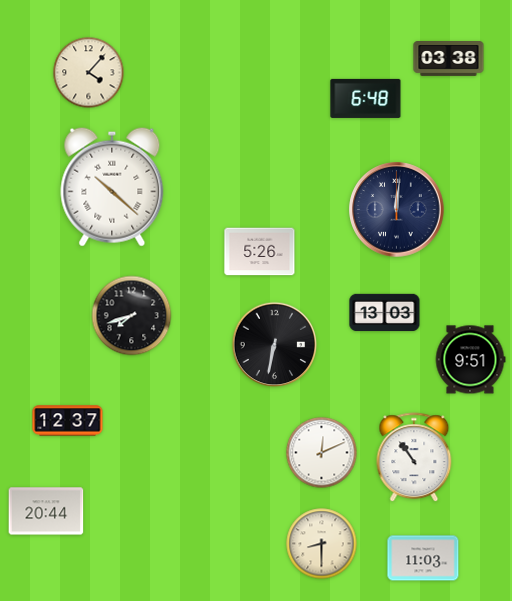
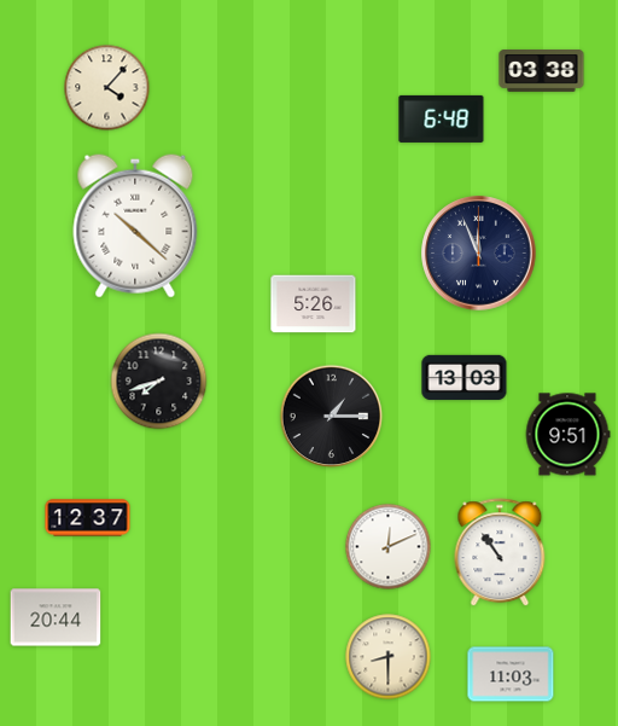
clock at (397, 210): 12:01 -> 11:56
clock at (275, 345): 6:32 -> 1:15
clock at (68, 421) position: (68, 421) -> (88, 518)
